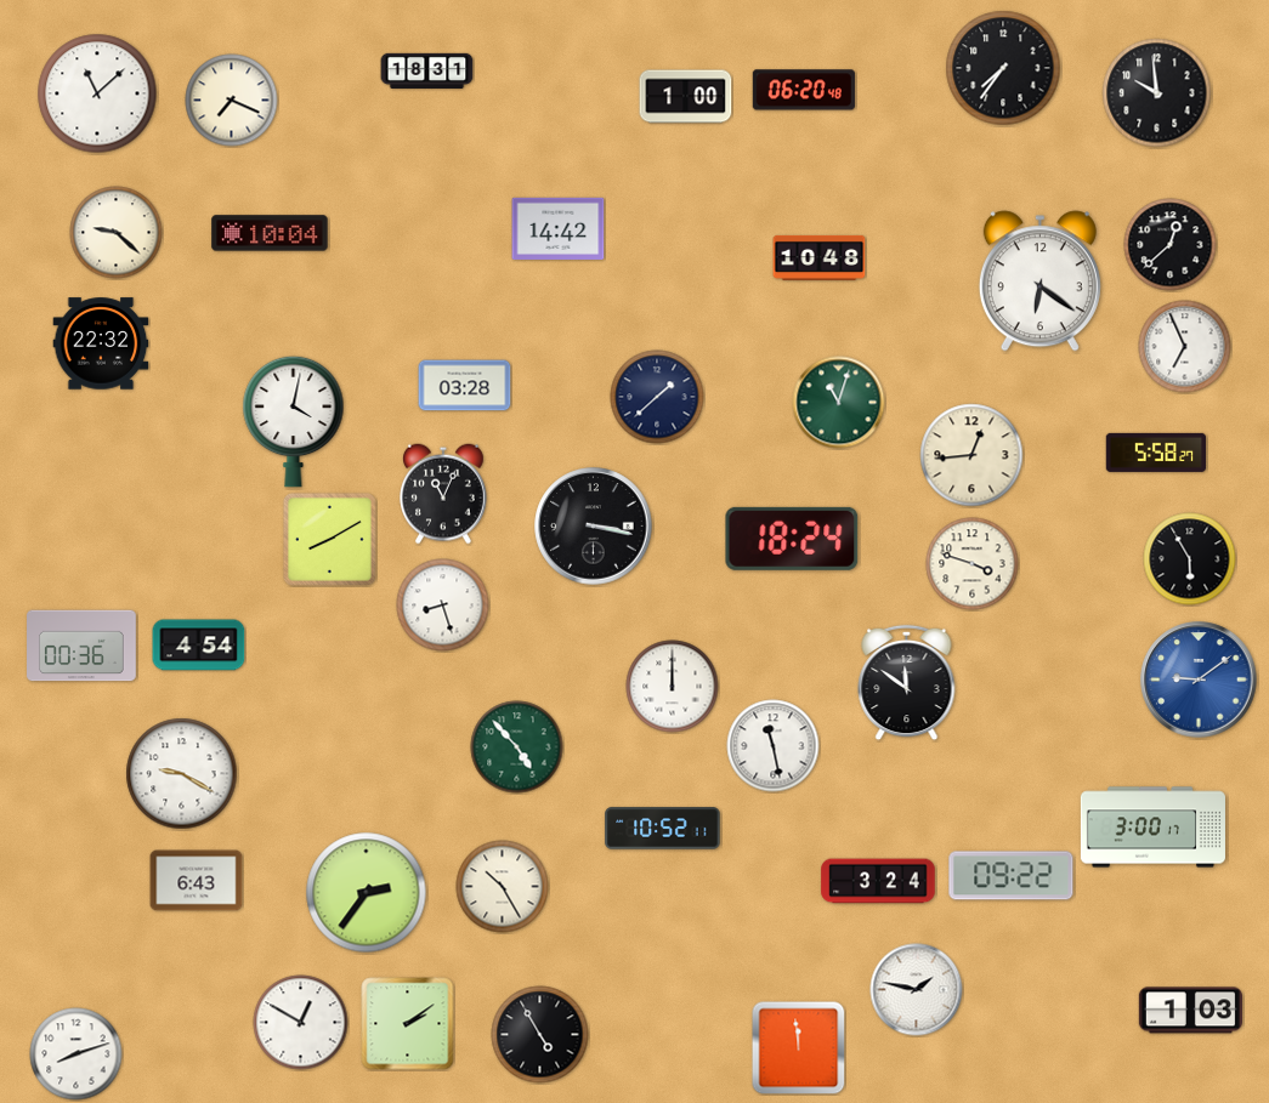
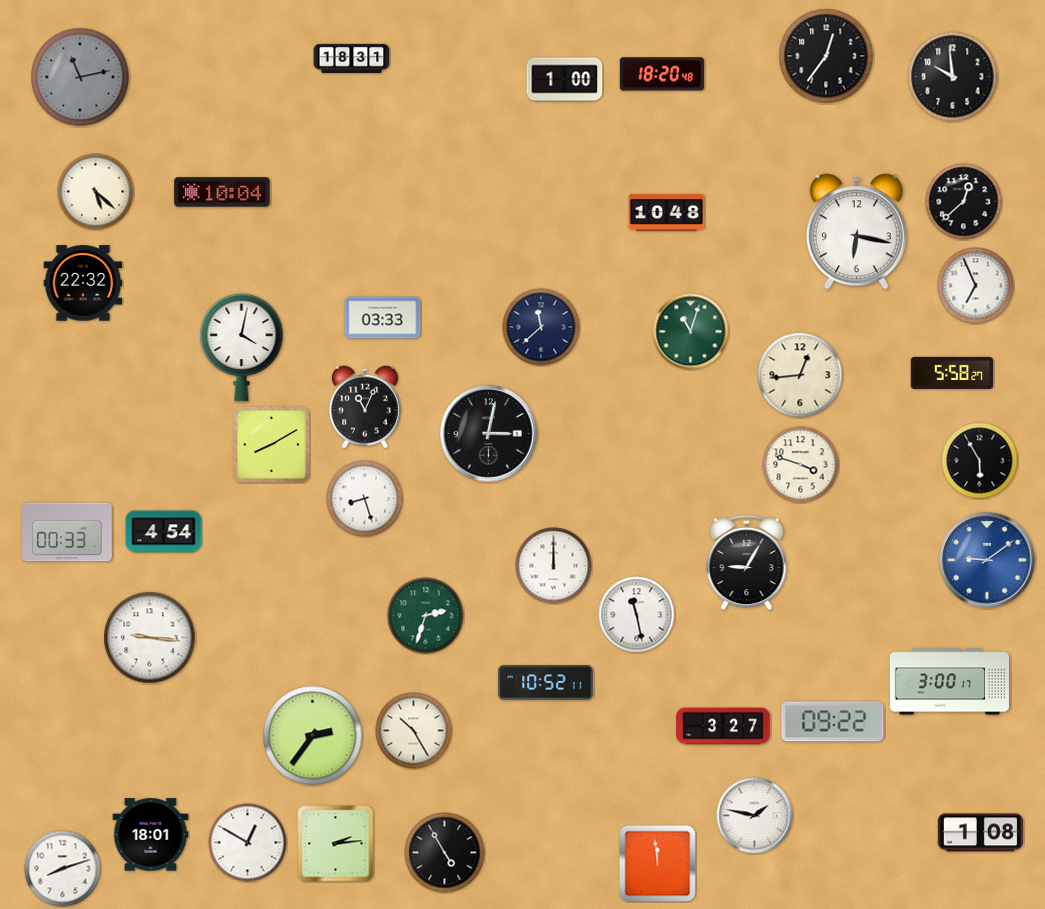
clock at (1003, 68): 7:36 -> 12:36
clock at (804, 90): 06:20 -> 18:20
clock at (97, 93): 11:08 -> 11:13
clock at (97, 93) dial: white -> grey
clock at (232, 101): 7:19 -> none
clock at (559, 228): 14:42 -> none
clock at (117, 233): 9:22 -> 5:22
clock at (820, 257) position: (820, 257) -> (667, 212)
clock at (1039, 282): 6:21 -> 6:17
clock at (465, 386): 03:28 -> 03:33
clock at (657, 397): 1:38 -> 11:38
clock at (594, 527): 3:17 -> 3:02
clock at (792, 539): 18:24 -> none
clock at (81, 646): 00:36 -> 00:33
clock at (907, 683): 11:51 -> 9:05
clock at (517, 747): 4:53 -> 2:33
clock at (182, 774): 9:20 -> 9:16
clock at (197, 881): 6:43 -> none
clock at (878, 881): 3:24 -> 3:27
clock at (367, 893) position: (367, 893) -> (313, 736)
clock at (1190, 1011): 1:03 -> 1:08
clock at (151, 835): none -> 18:01
clock at (408, 1024): 2:09 -> 2:14
